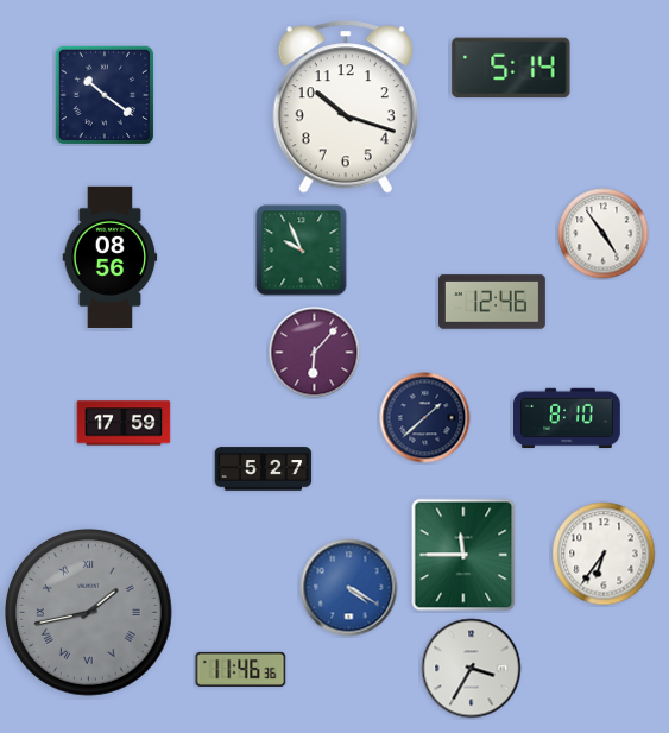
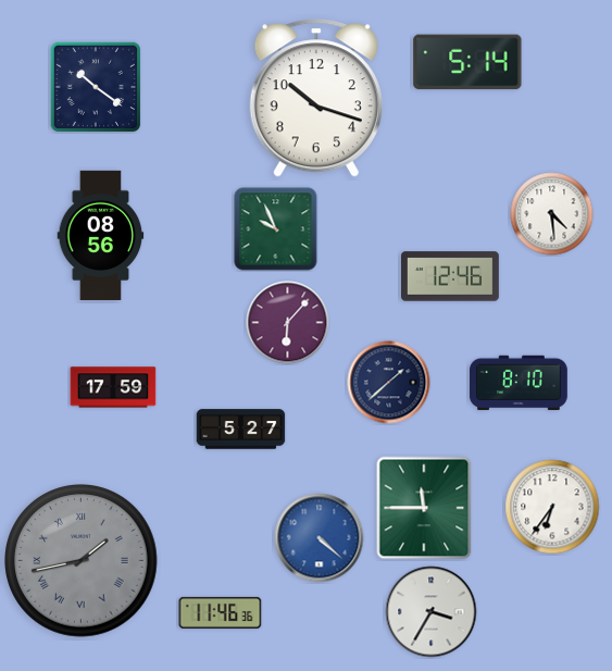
clock at (604, 234): 4:54 -> 4:29
clock at (349, 588): 4:20 -> 4:22
